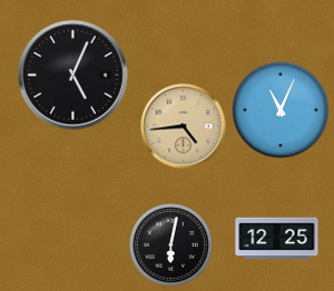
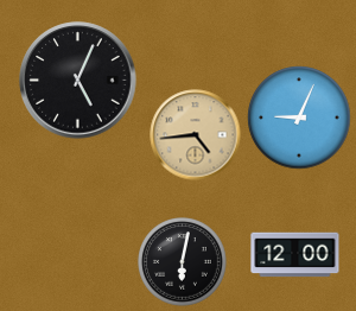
clock at (281, 110): 11:04 -> 9:04
clock at (277, 239): 12:25 -> 12:00
